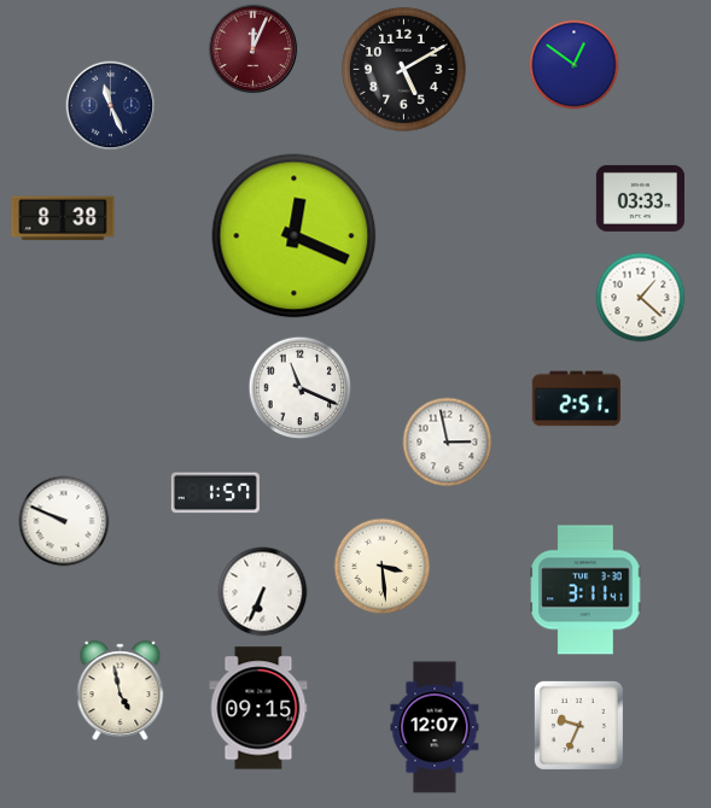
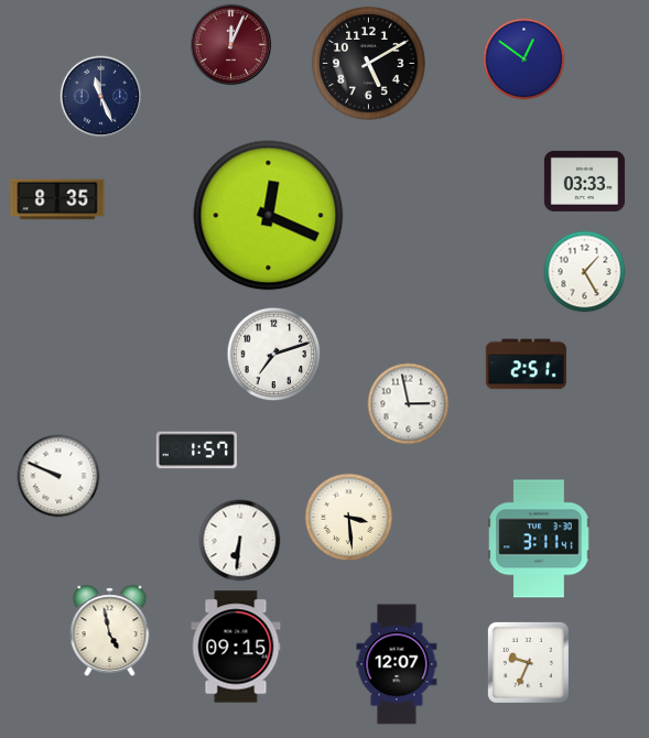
clock at (63, 218): 8:38 -> 8:35
clock at (641, 298): 1:22 -> 1:25
clock at (301, 388): 11:19 -> 7:12
clock at (585, 590) position: (585, 590) -> (539, 539)
clock at (263, 592): 6:34 -> 6:31
